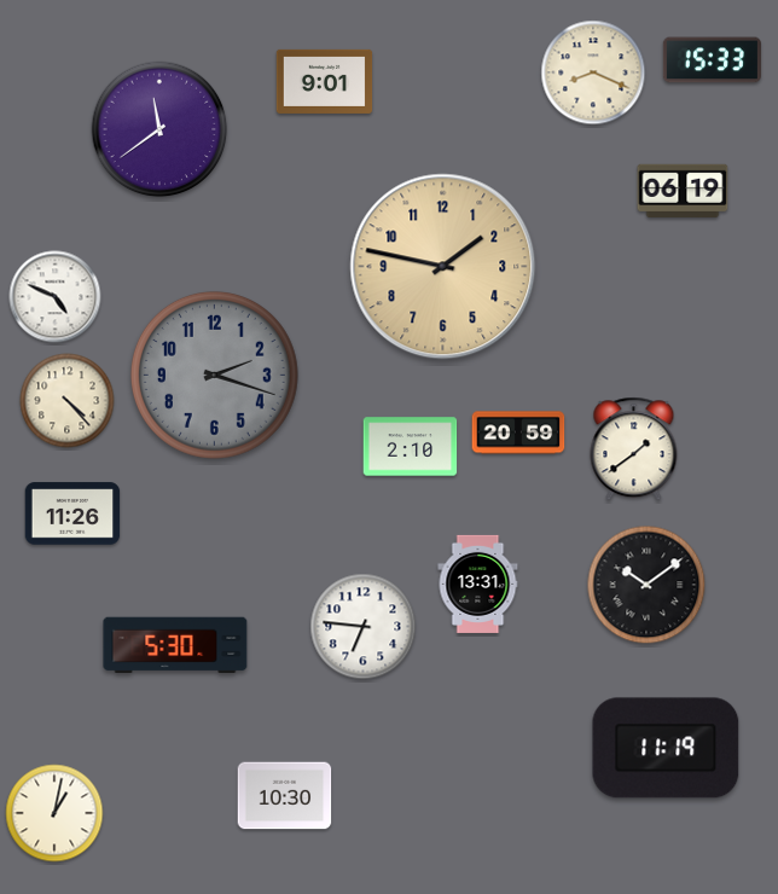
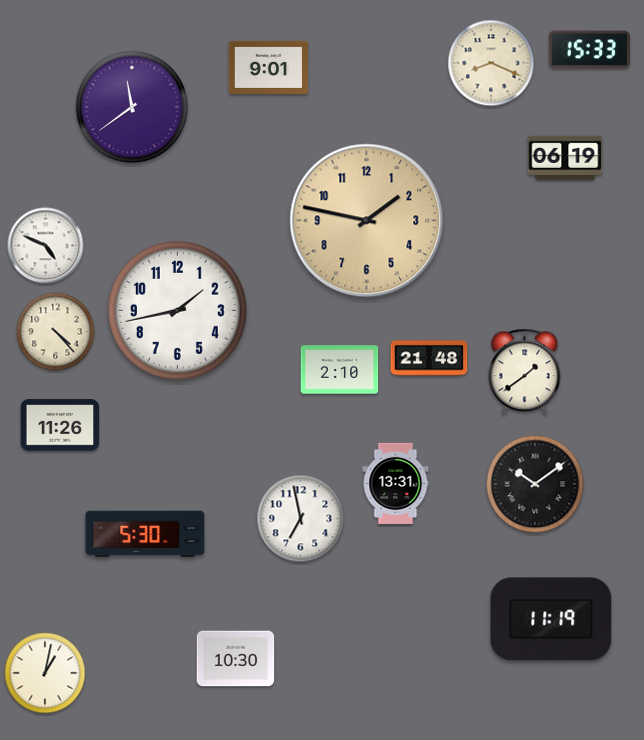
clock at (593, 72) position: (593, 72) -> (491, 63)
clock at (214, 375): 2:18 -> 1:43
clock at (214, 375) dial: grey -> white
clock at (518, 433): 20:59 -> 21:48
clock at (364, 627): 6:46 -> 6:58
